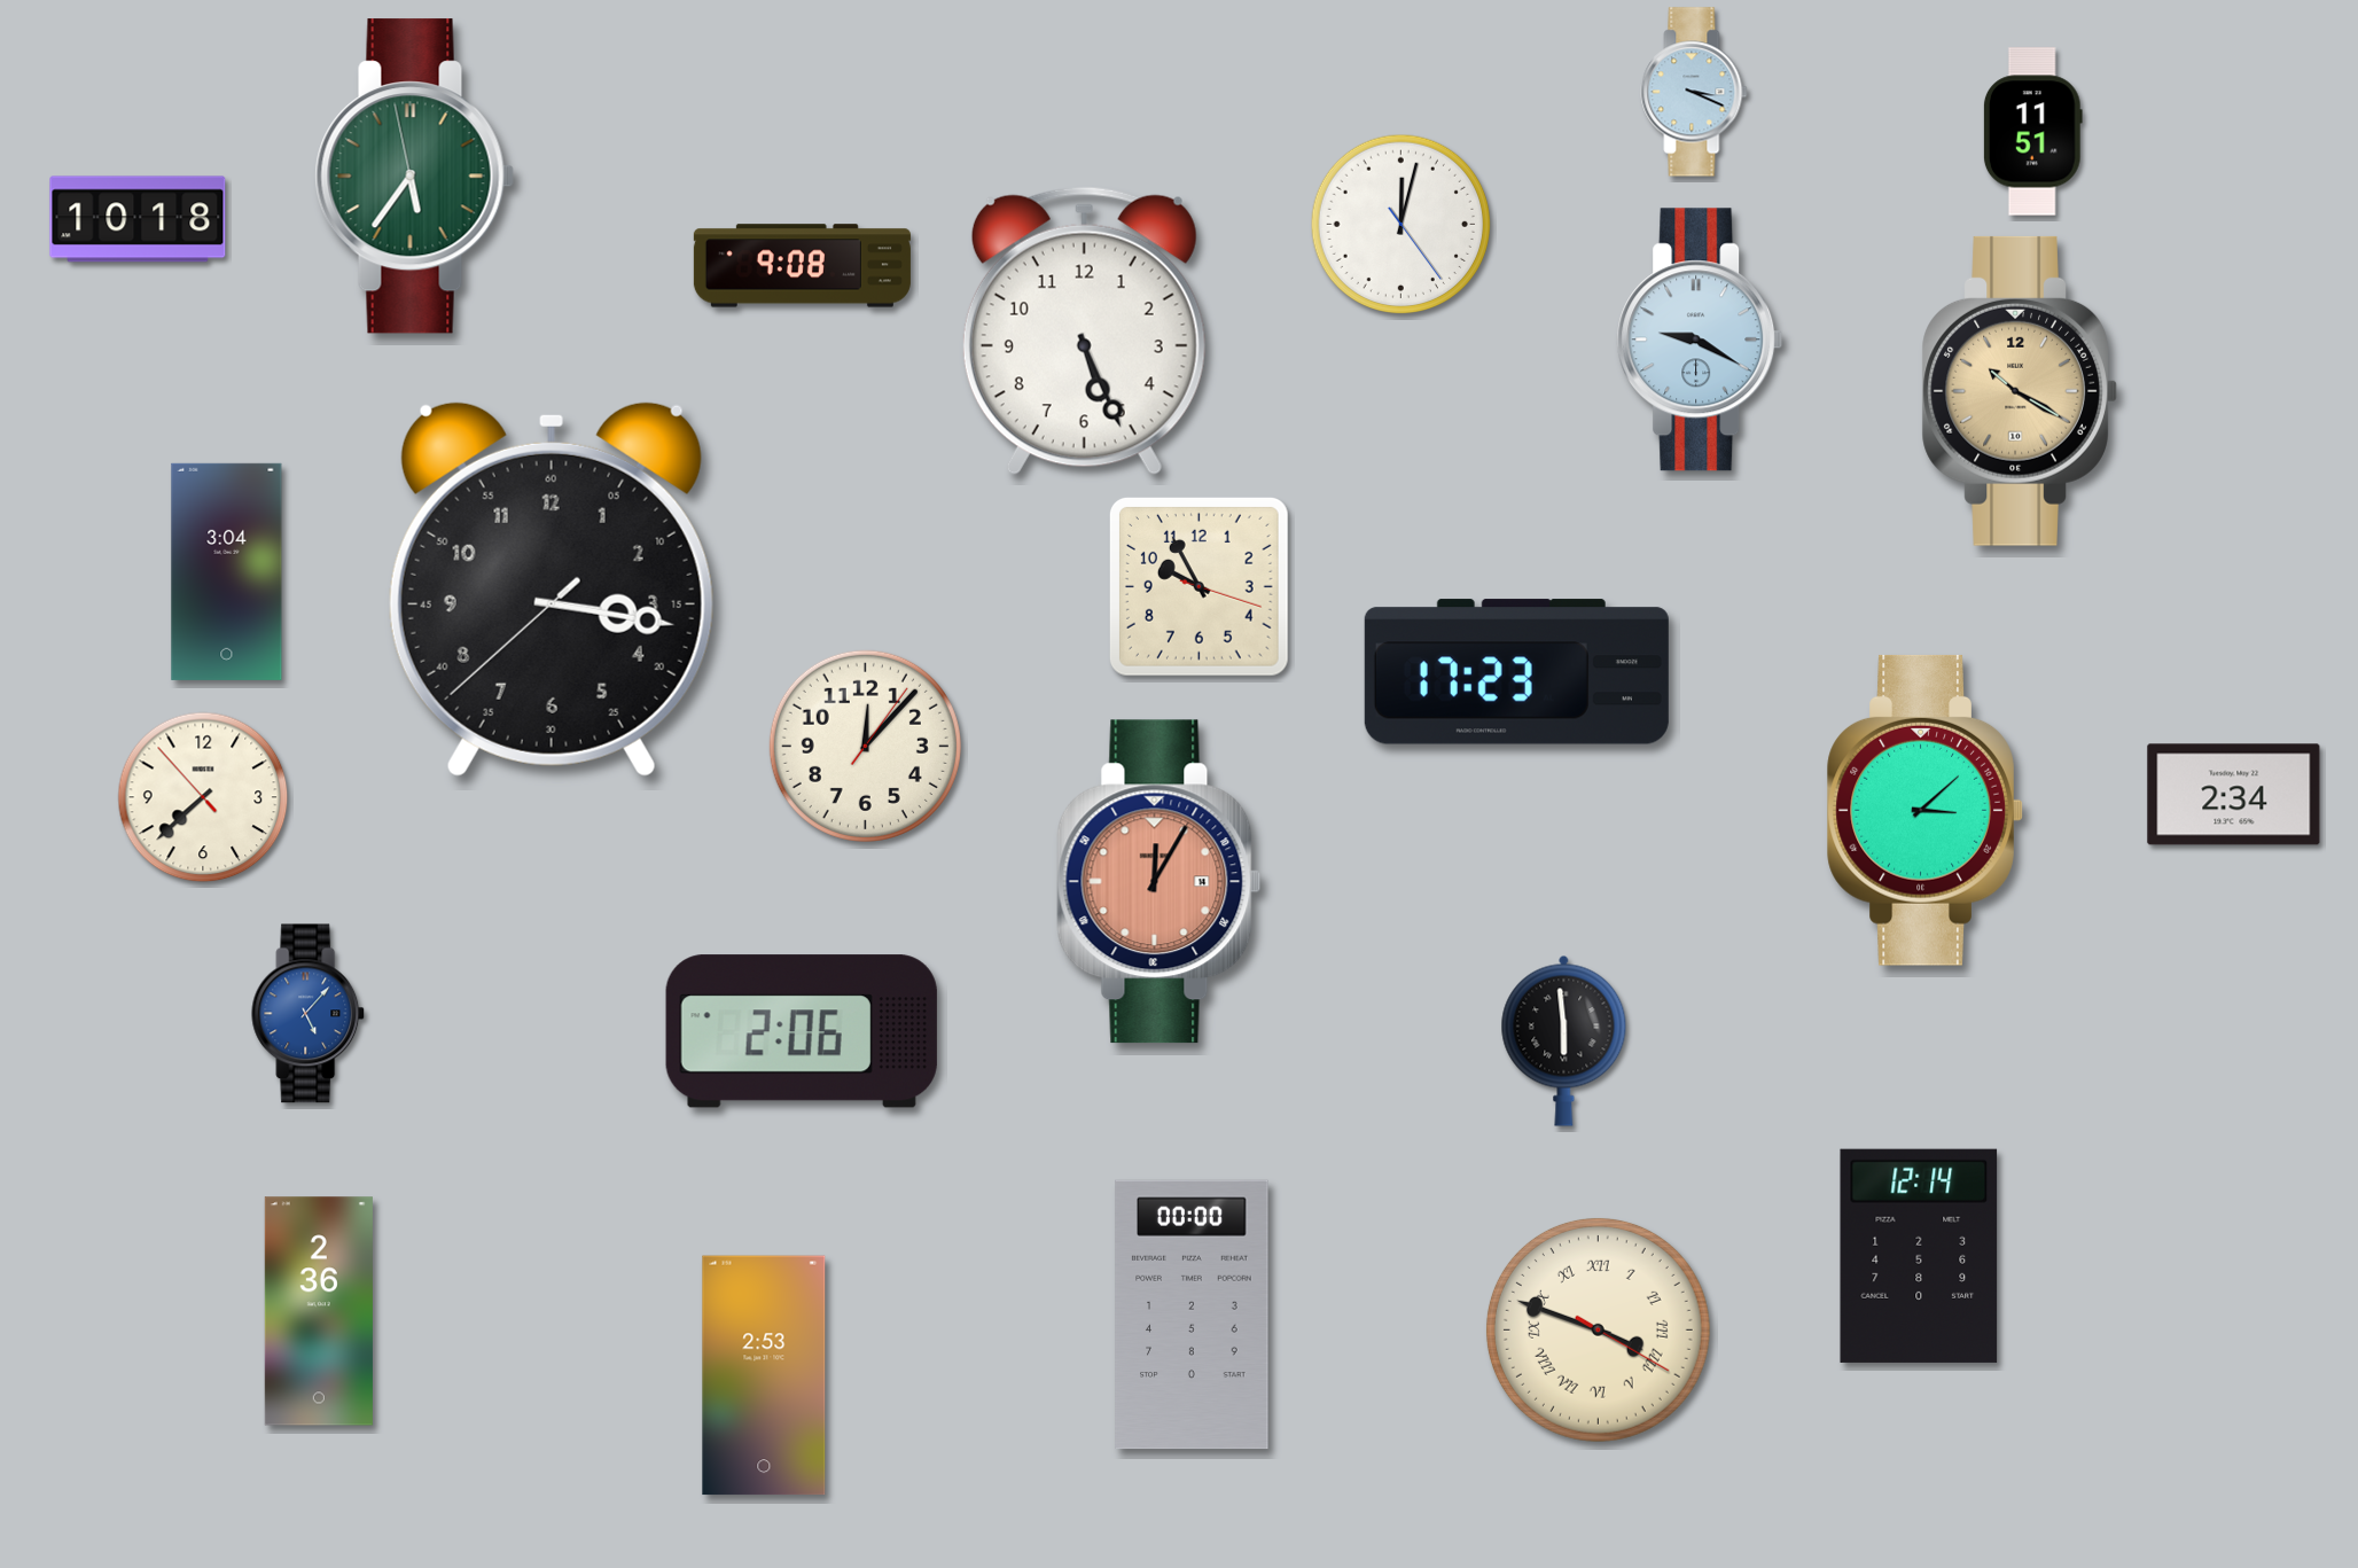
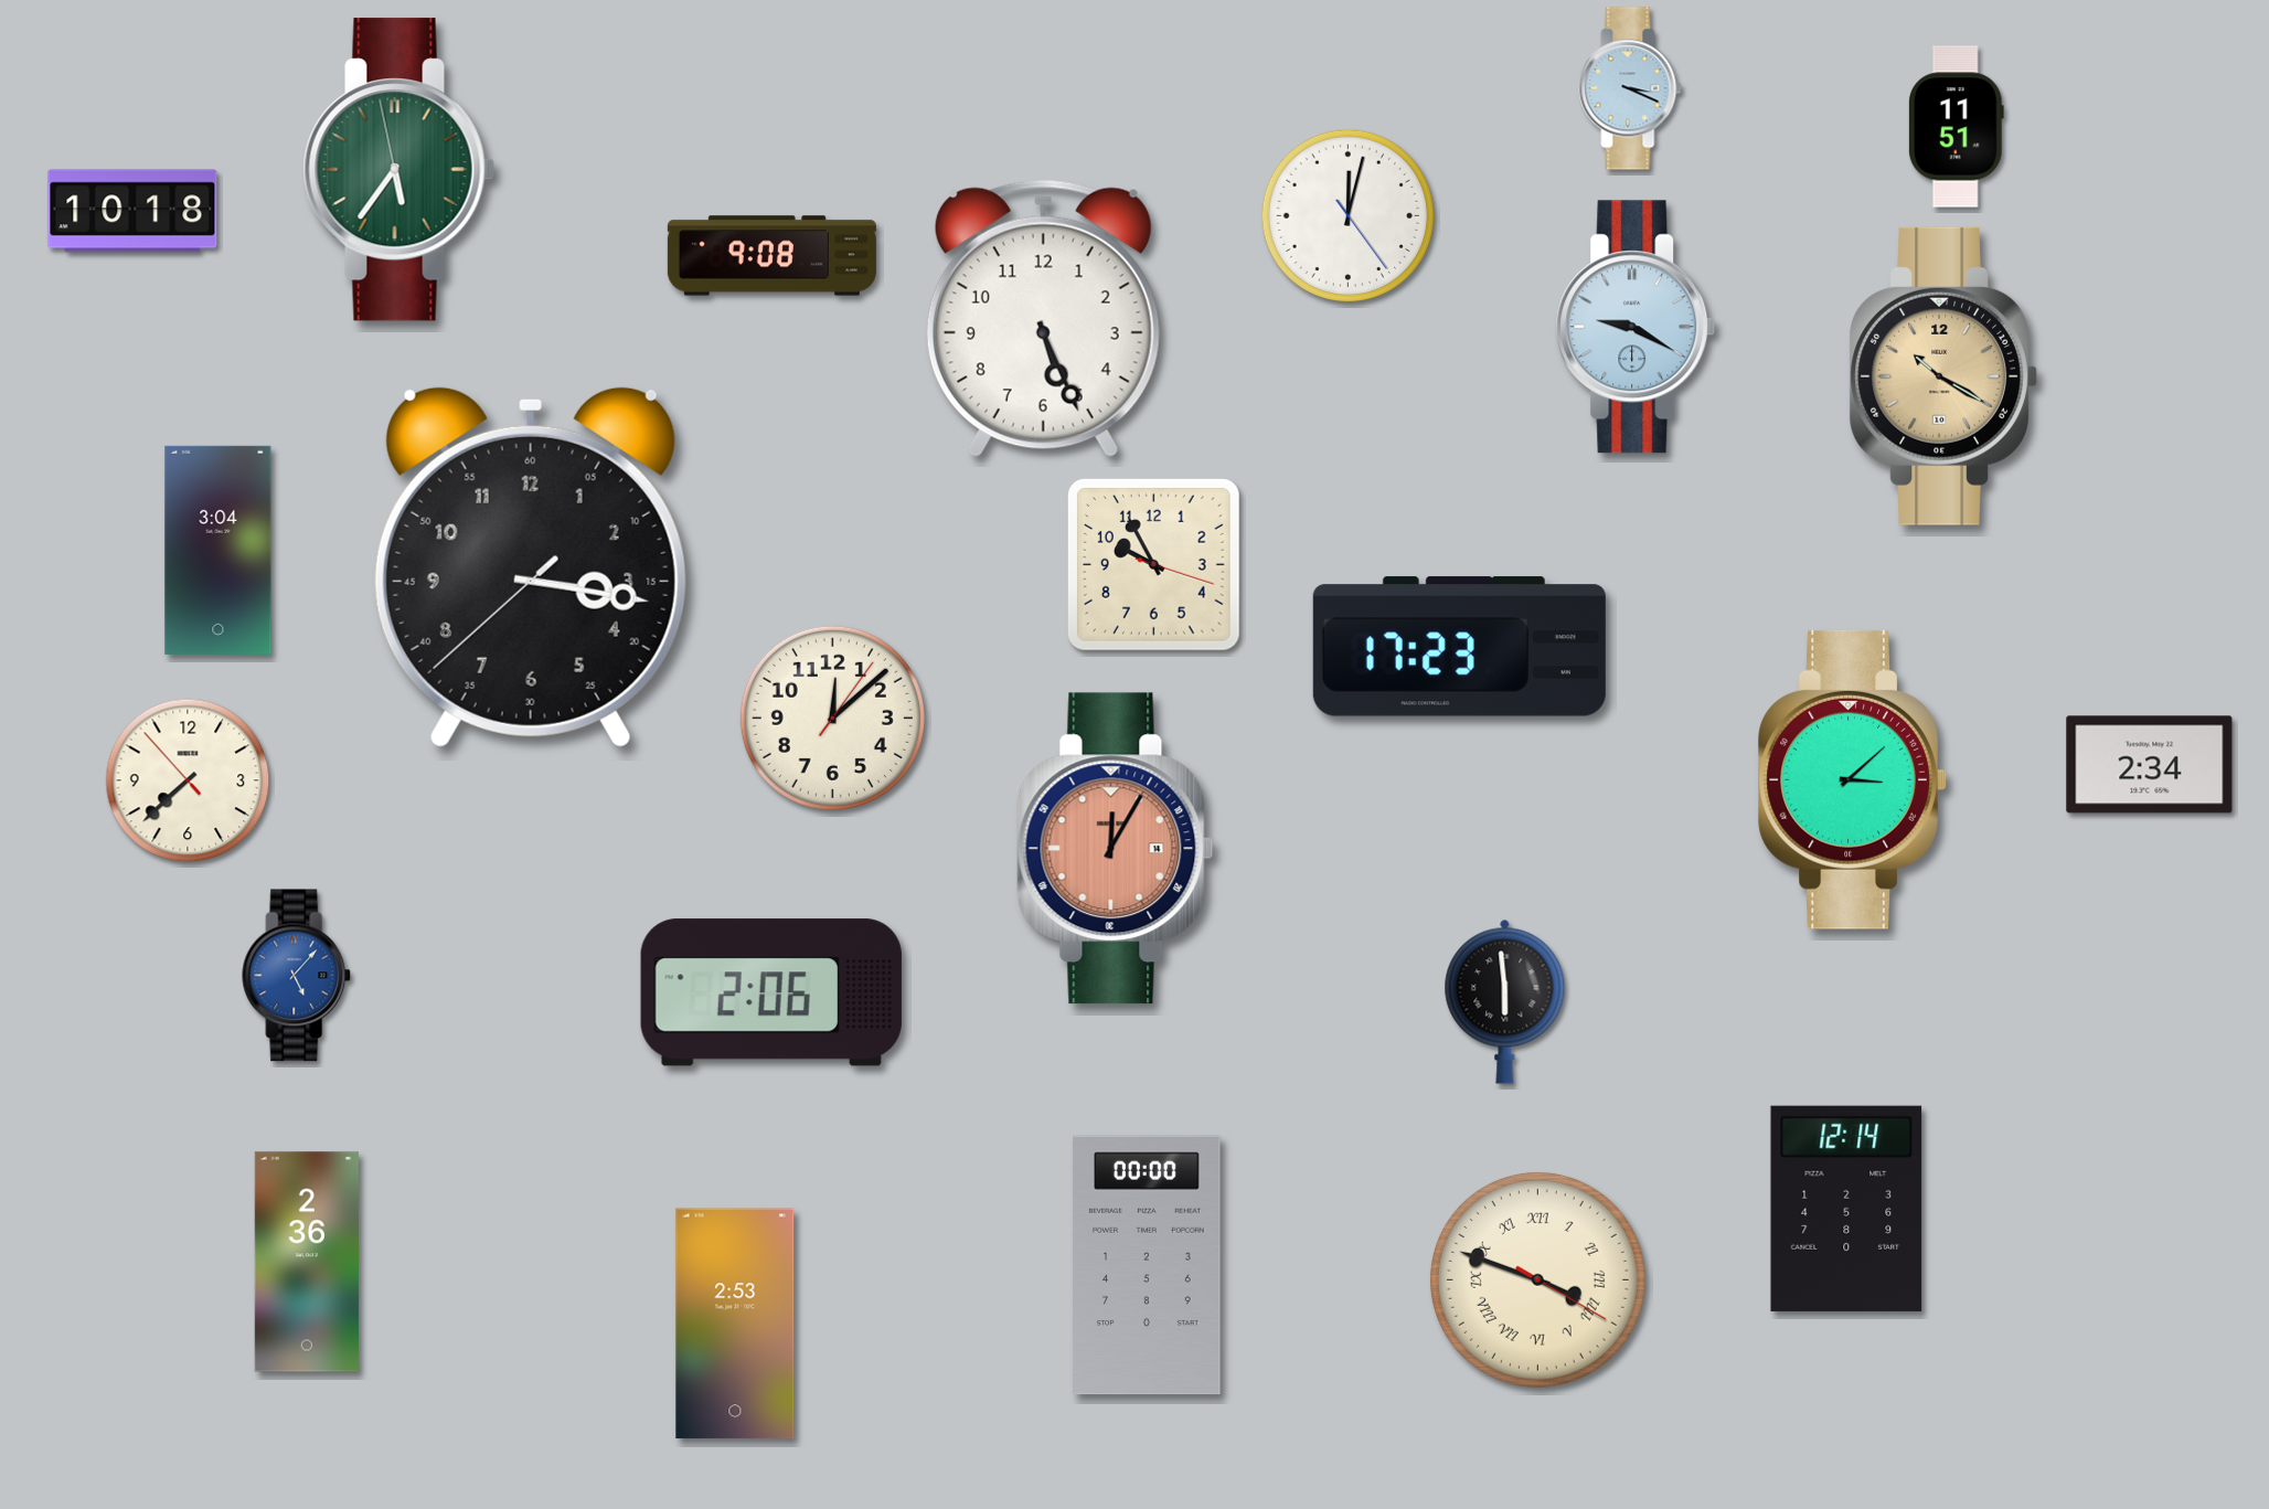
clock at (865, 746): 12:07 -> 12:08
clock at (203, 797) position: (203, 797) -> (188, 780)
